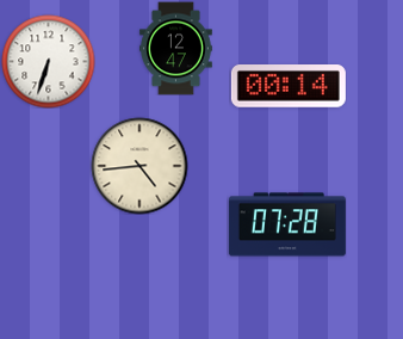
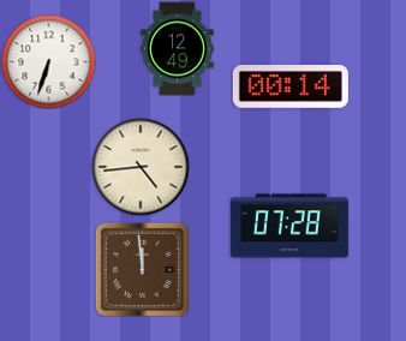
clock at (176, 48): 12:47 -> 12:49
clock at (142, 269): none -> 11:59
